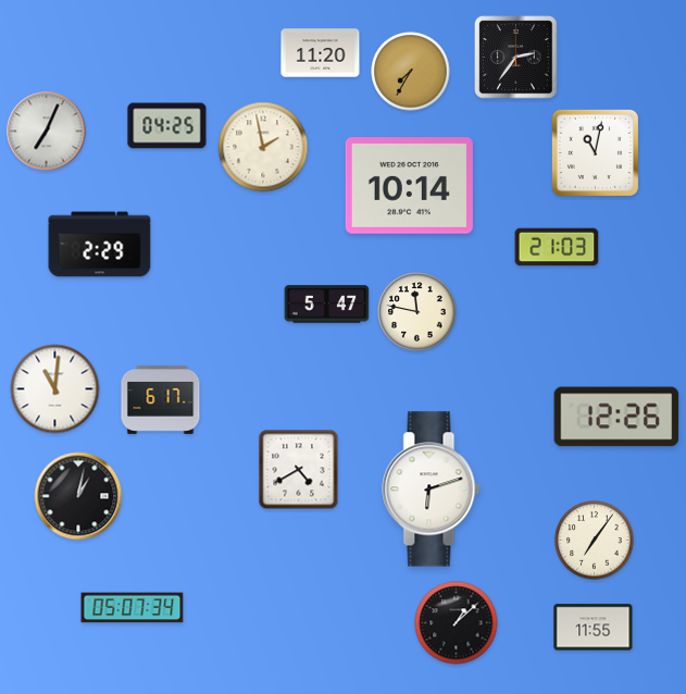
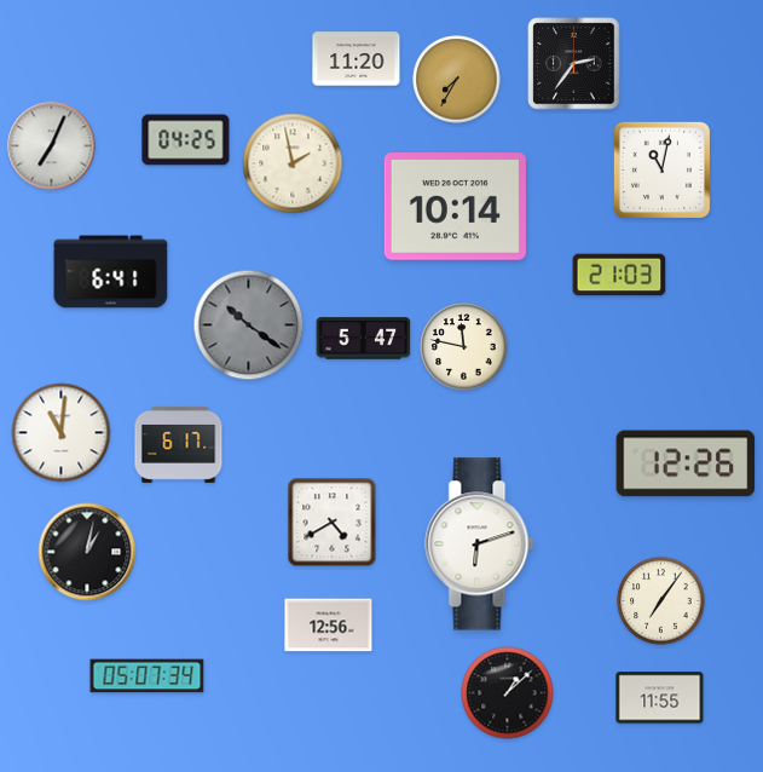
clock at (100, 245): 2:29 -> 6:41
clock at (249, 325): none -> 10:21
clock at (329, 626): none -> 12:56
